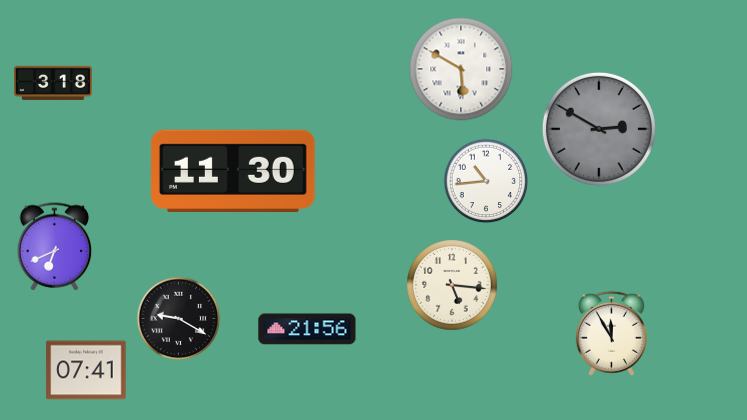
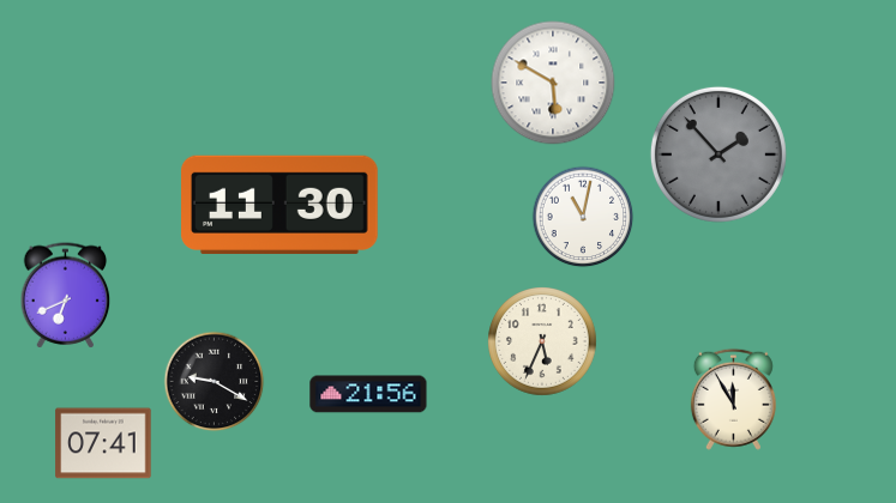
clock at (53, 83): 3:18 -> none
clock at (599, 129): 2:50 -> 1:53
clock at (486, 181): 10:44 -> 11:02
clock at (453, 286): 5:16 -> 5:34
